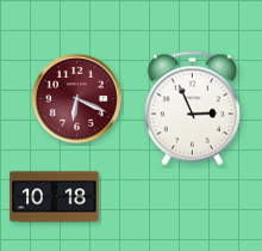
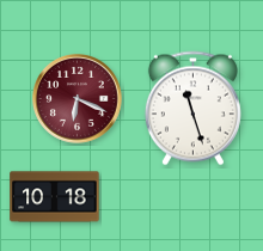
clock at (192, 109): 2:56 -> 11:27
